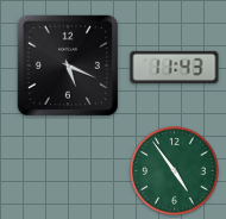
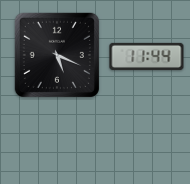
clock at (175, 67): 11:43 -> 11:44
clock at (175, 171): 4:54 -> none
